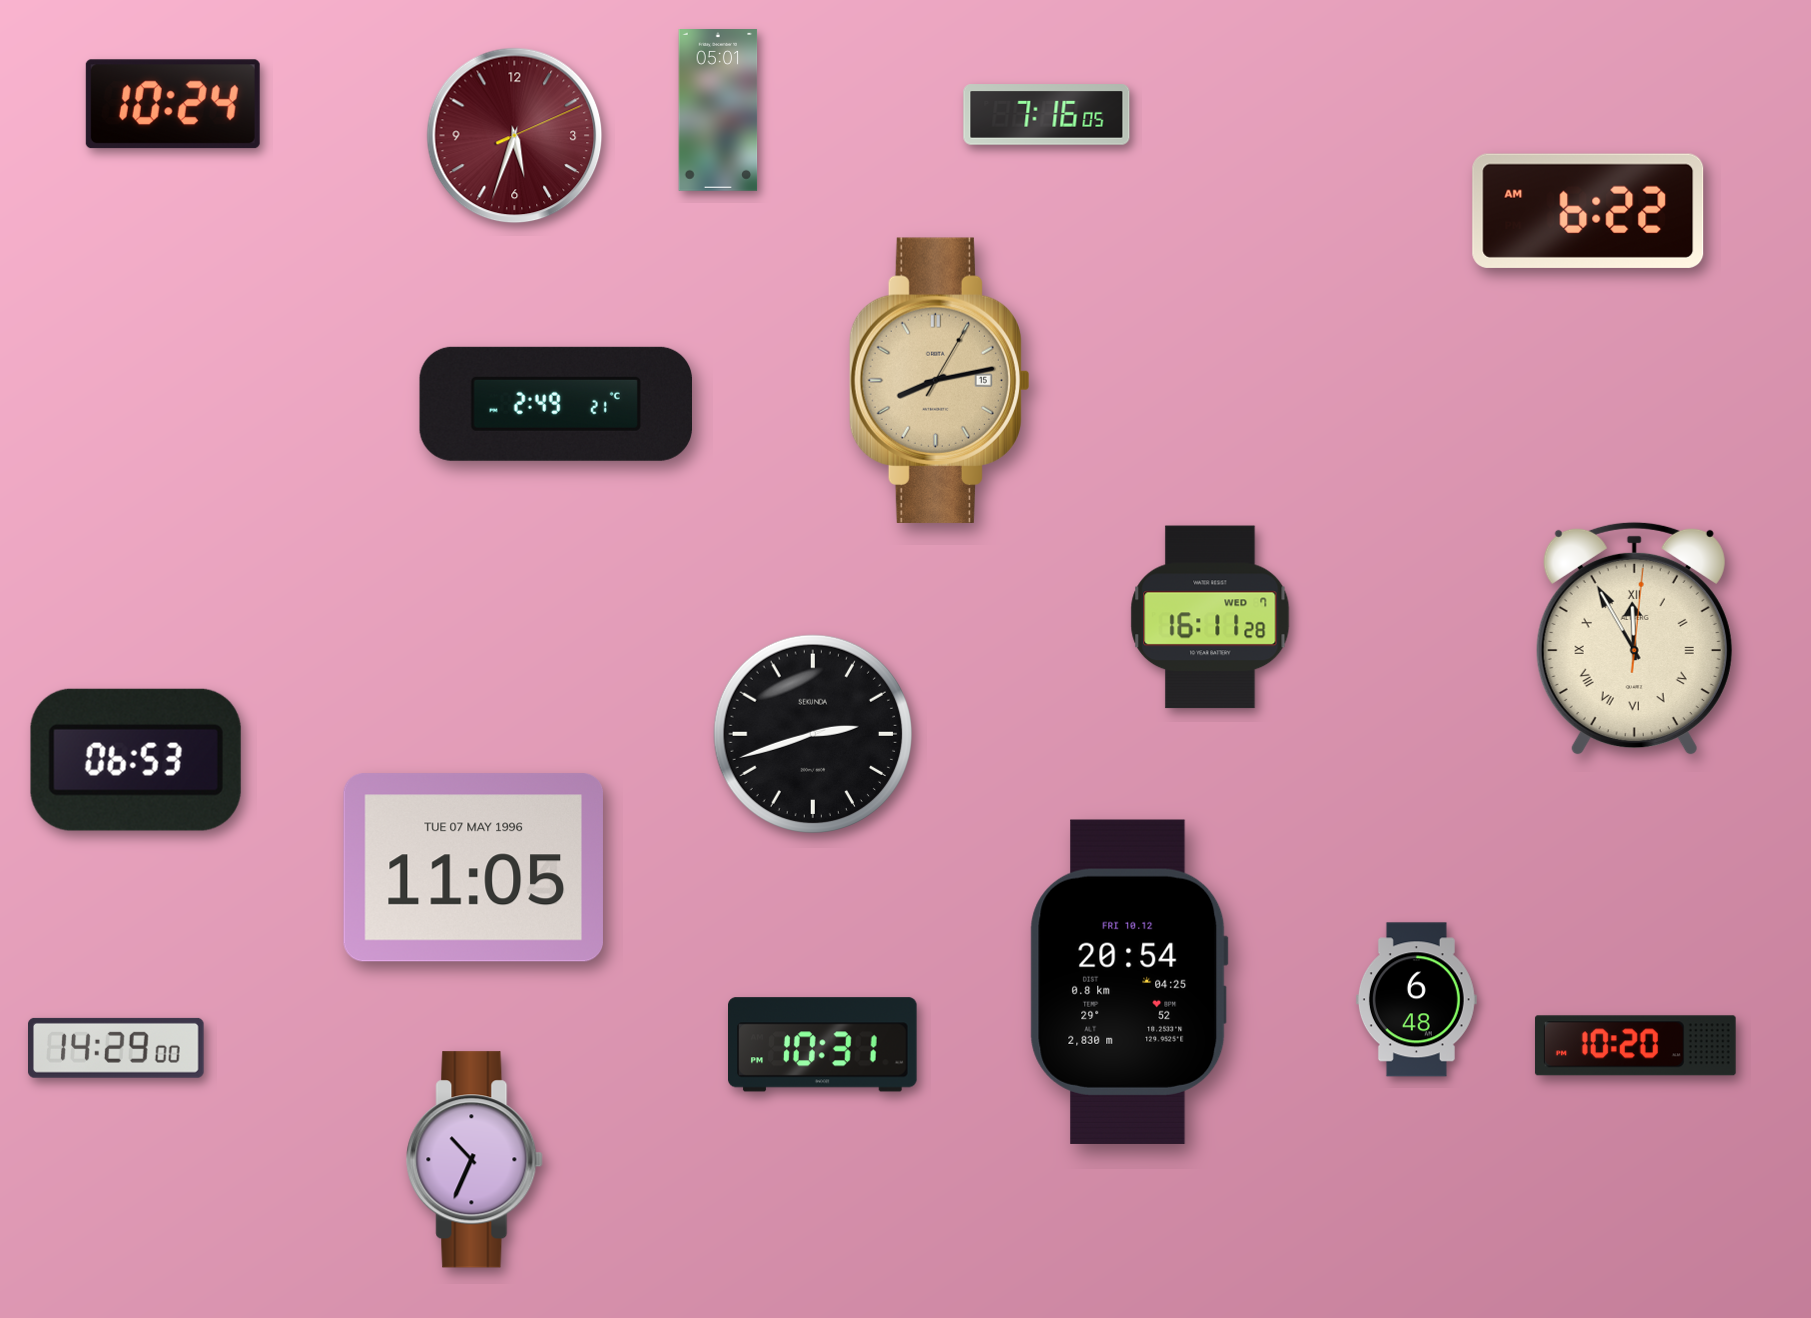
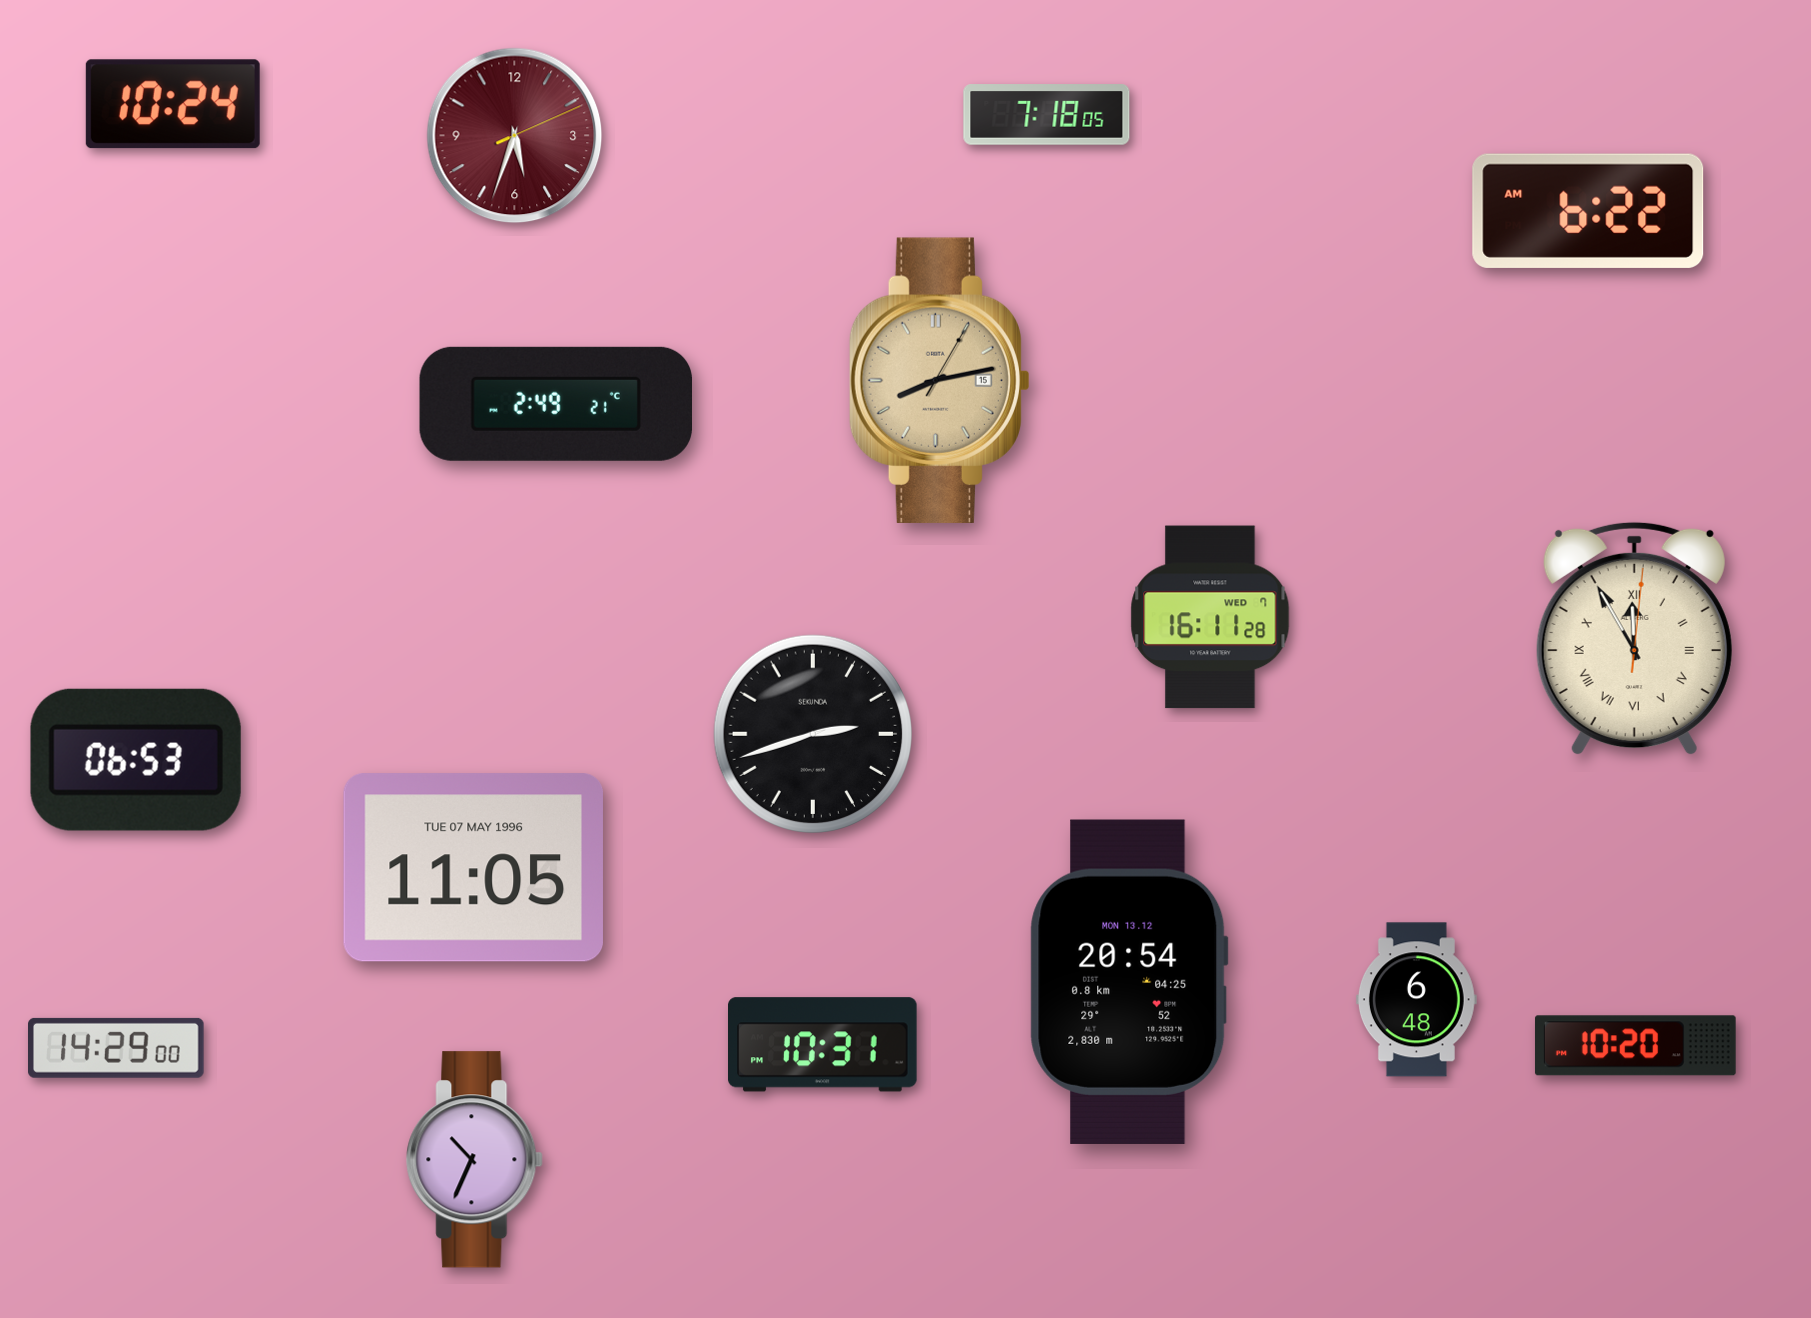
clock at (718, 111): 05:01 -> none
clock at (1047, 115): 7:16 -> 7:18
clock at (1129, 982) date: FRI 10.12 -> MON 13.12
